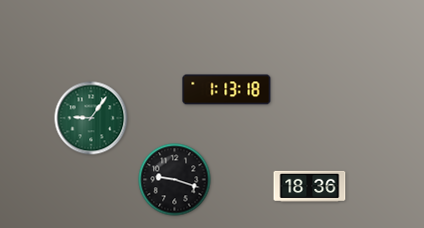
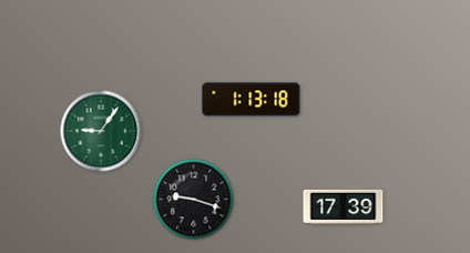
clock at (310, 186): 18:36 -> 17:39
